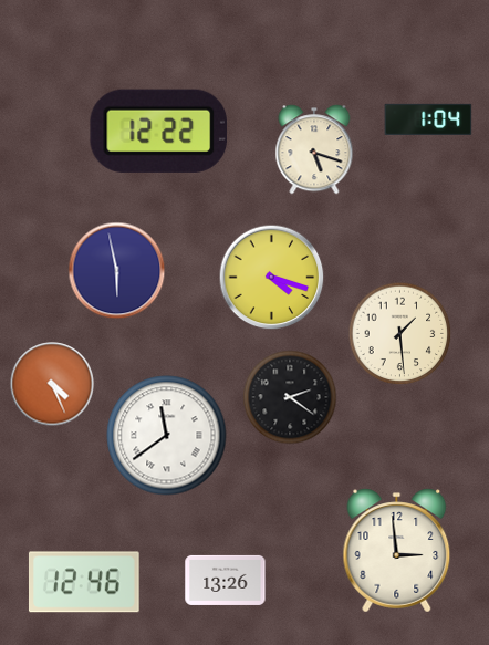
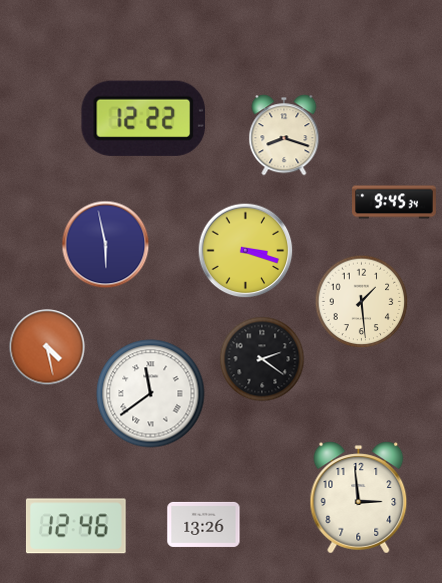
clock at (428, 119): 1:04 -> none
clock at (314, 149): 5:18 -> 8:18
clock at (395, 202): none -> 9:45
clock at (272, 278): 4:18 -> 3:18
clock at (52, 384): 4:26 -> 4:28
